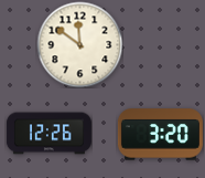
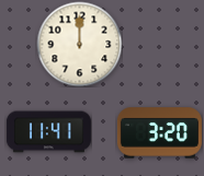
clock at (79, 44): 11:51 -> 12:00
clock at (48, 134): 12:26 -> 11:41
